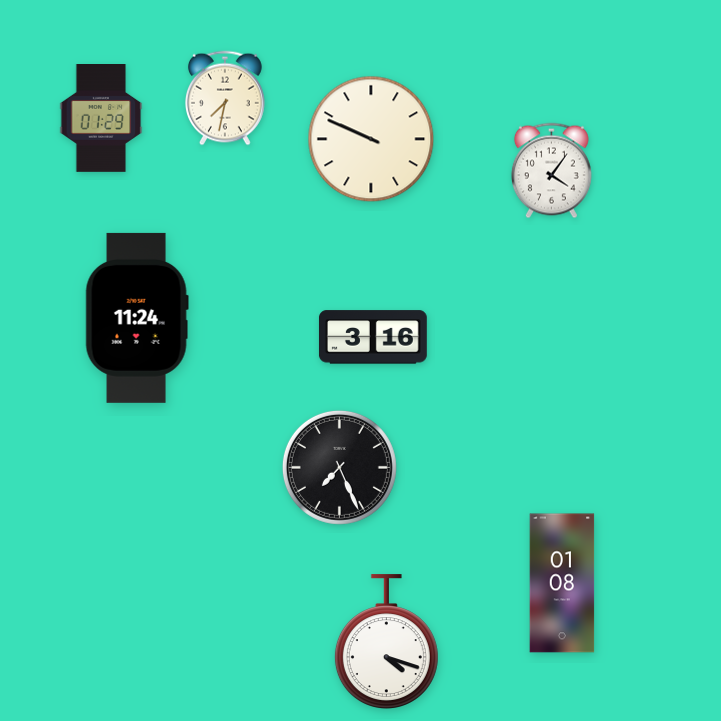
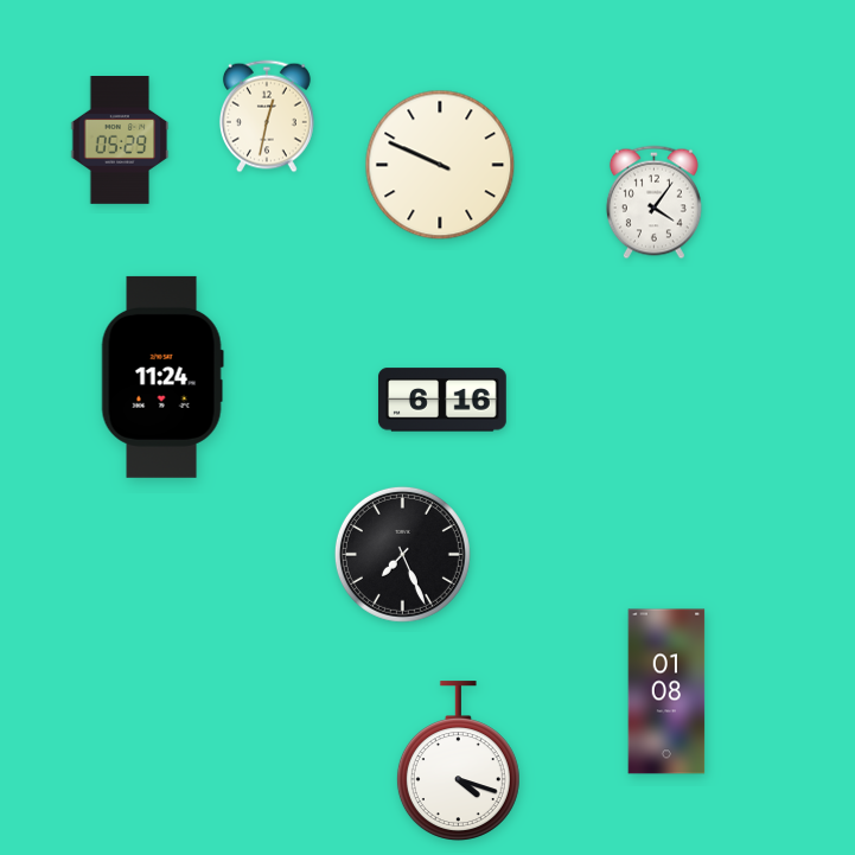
clock at (225, 98): 7:32 -> 12:32
clock at (101, 119): 01:29 -> 05:29
clock at (373, 337): 3:16 -> 6:16
